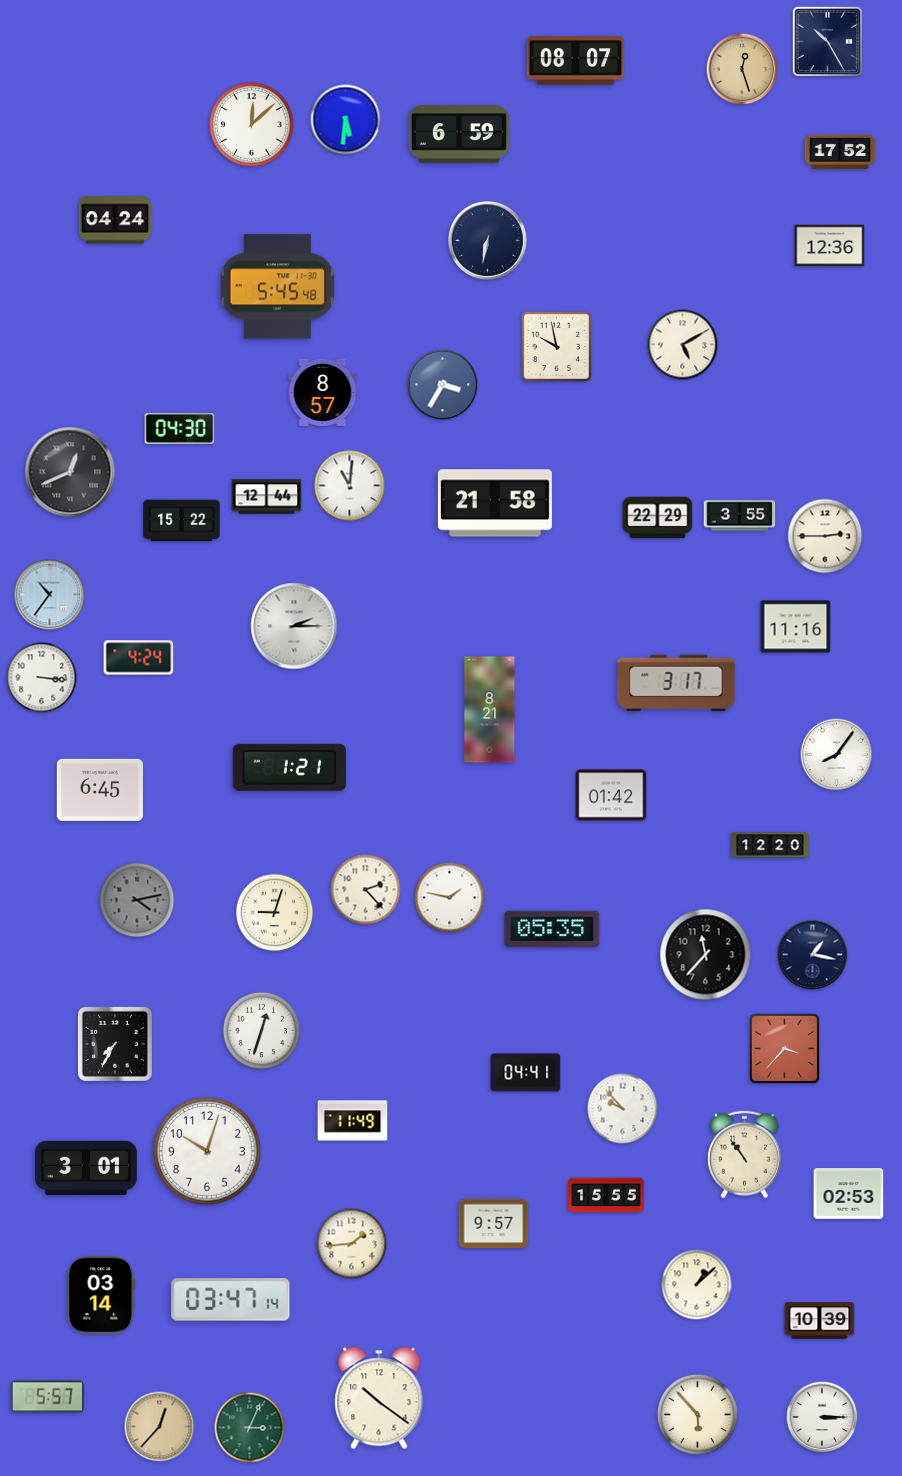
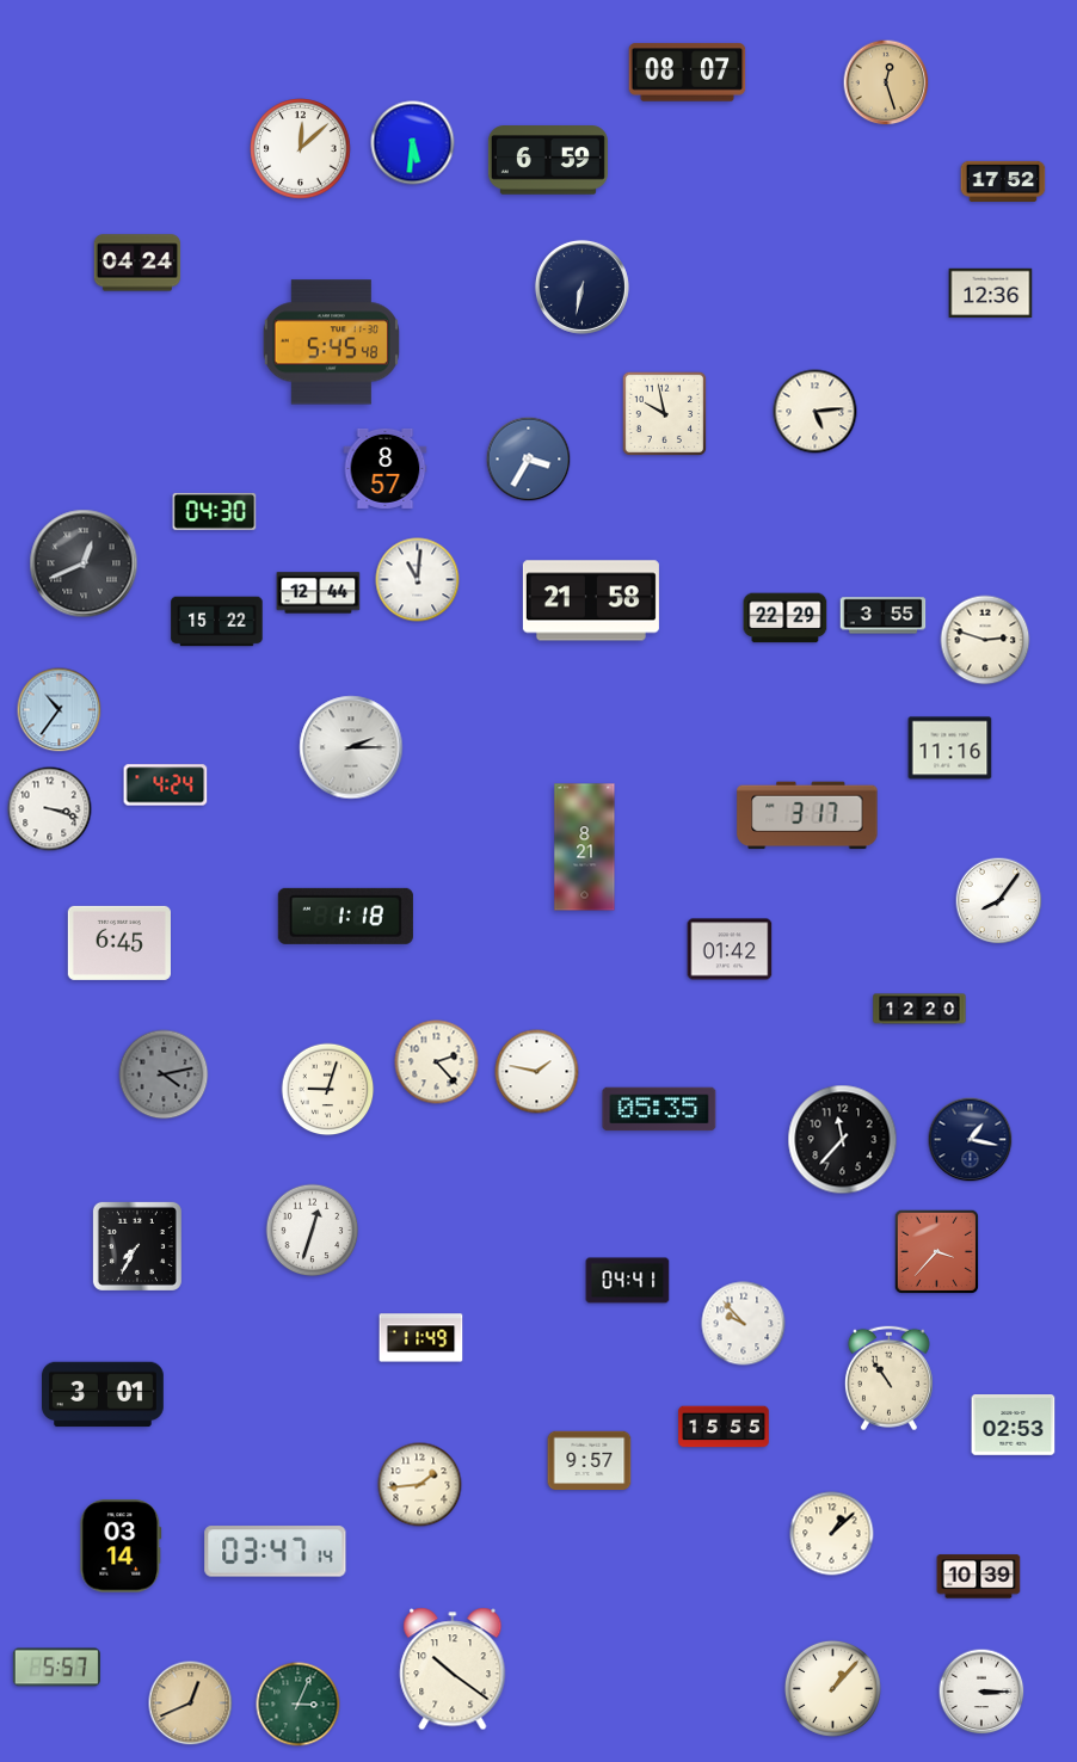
clock at (828, 42): 10:25 -> none
clock at (683, 345): 5:10 -> 5:14
clock at (825, 536): 2:45 -> 2:48
clock at (42, 678): 3:16 -> 3:18
clock at (289, 767): 1:21 -> 1:18
clock at (207, 1151): 10:03 -> none
clock at (697, 1414): 5:53 -> 1:07
clock at (160, 1427): 12:37 -> 12:41
